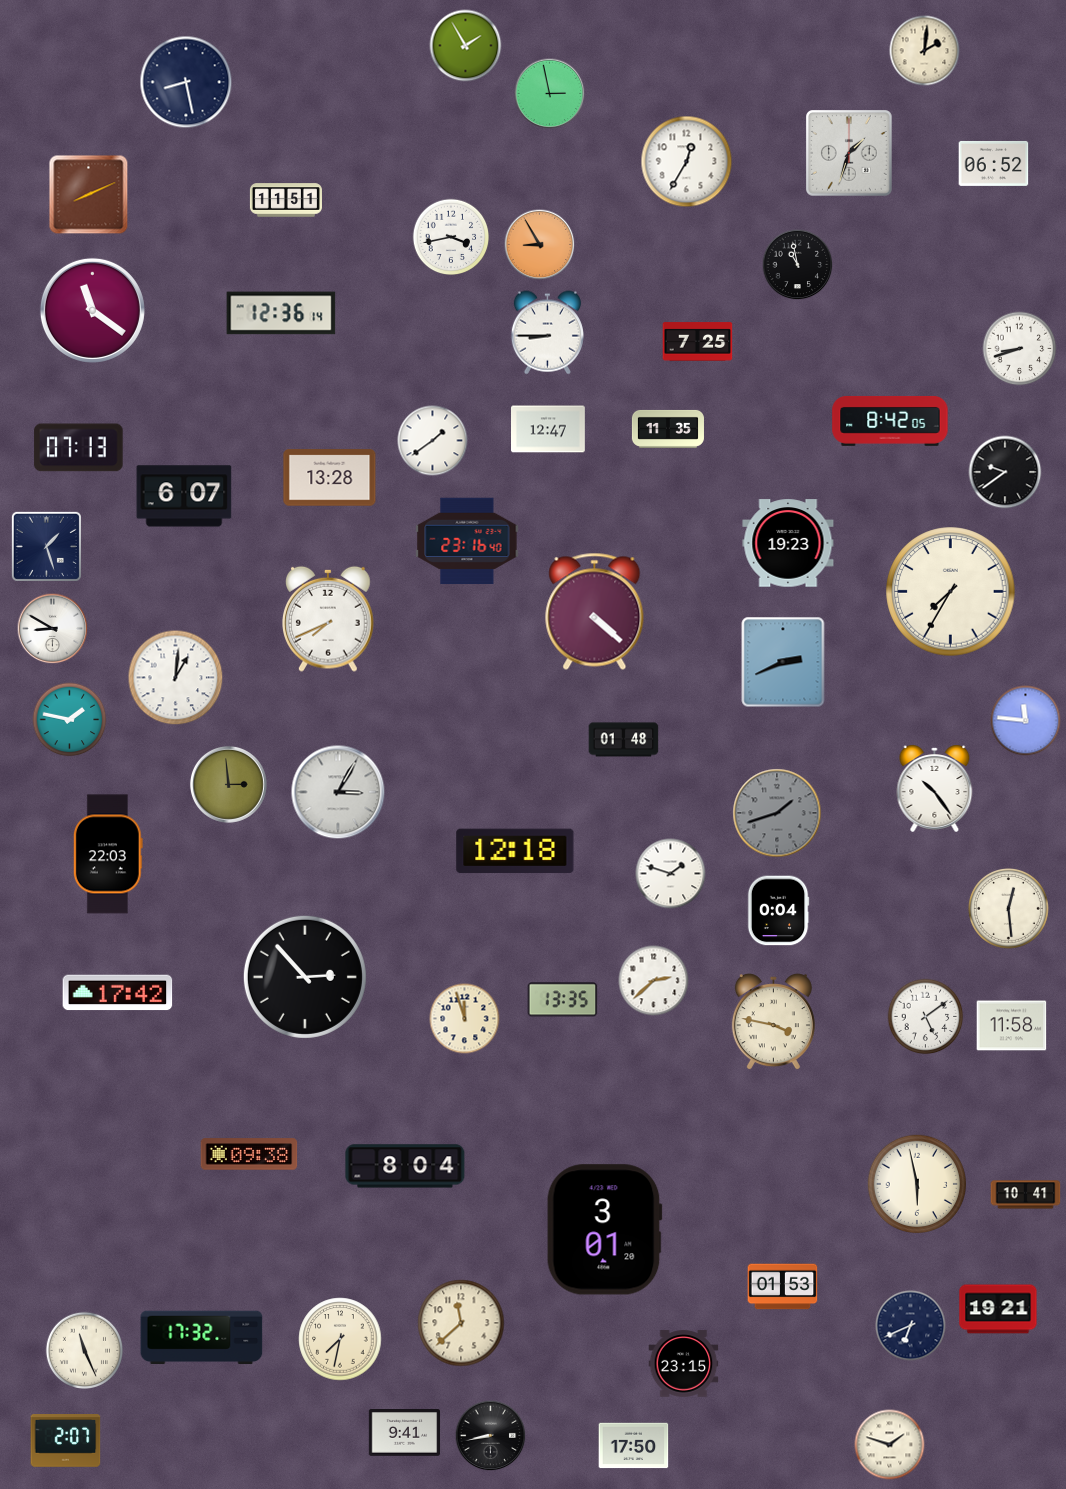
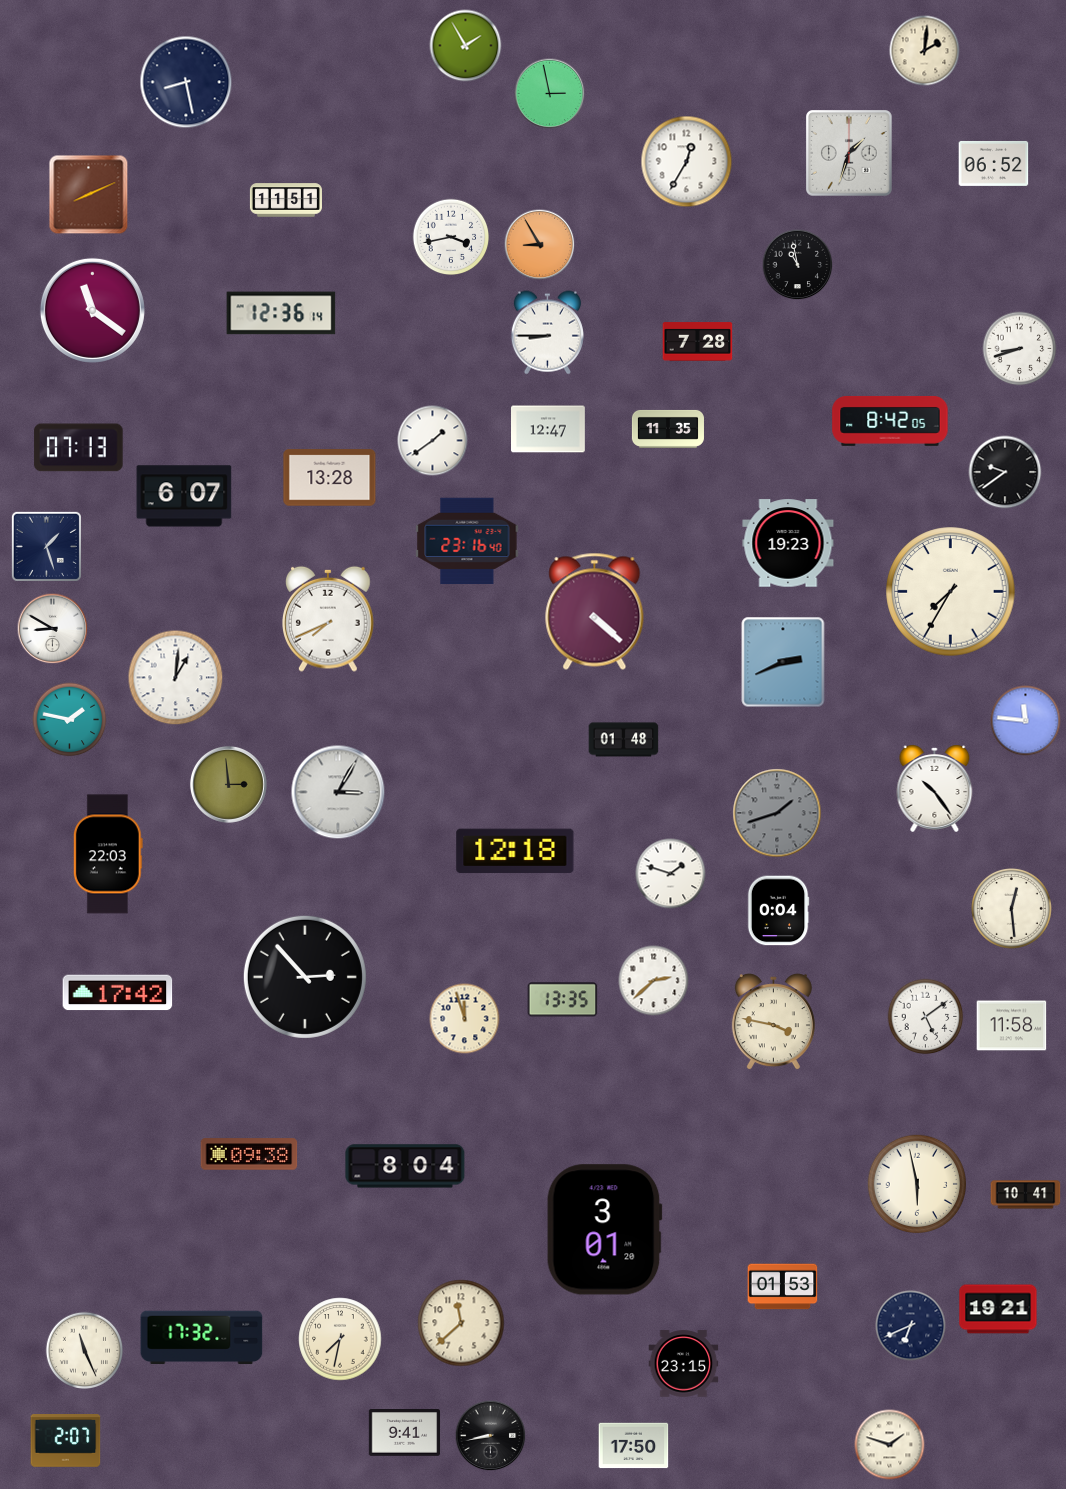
clock at (698, 342): 7:25 -> 7:28
clock at (1008, 908) position: (1008, 908) -> (1011, 908)
